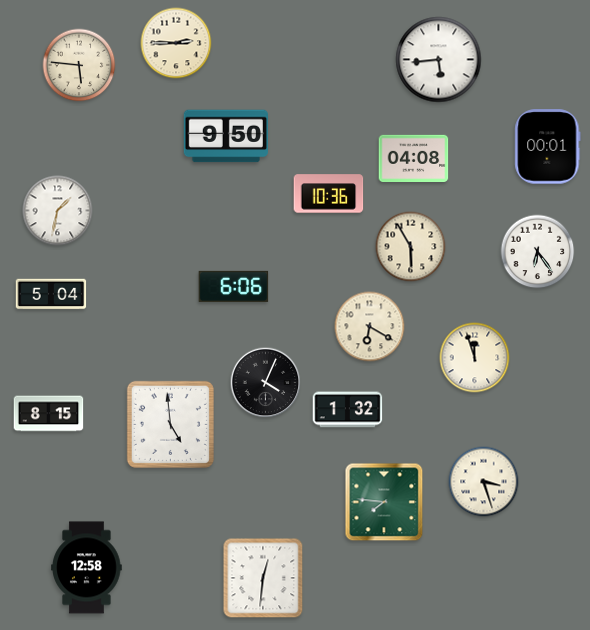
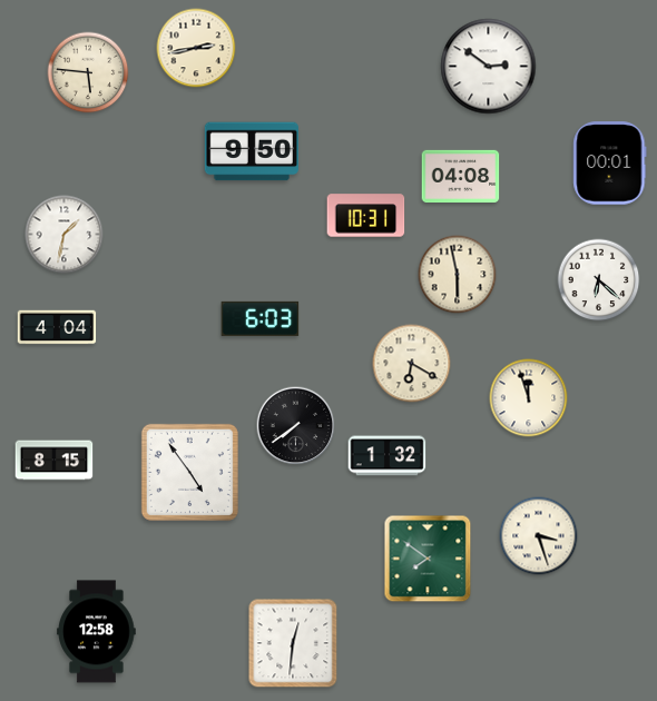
clock at (176, 43): 2:45 -> 2:43
clock at (439, 60): 5:44 -> 2:51
clock at (329, 194): 10:36 -> 10:31
clock at (411, 247): 5:55 -> 5:58
clock at (538, 252): 6:24 -> 6:22
clock at (234, 286): 6:06 -> 6:03
clock at (51, 294): 5:04 -> 4:04
clock at (266, 383): 4:04 -> 7:39
clock at (170, 424): 4:59 -> 4:54
clock at (384, 502): 7:46 -> 7:51
